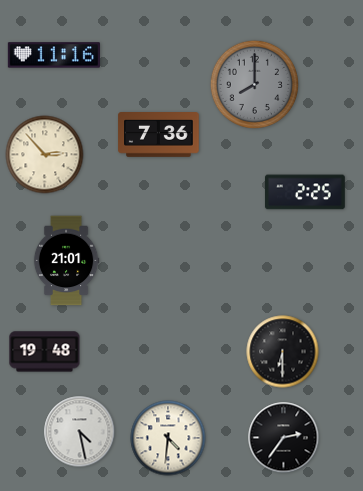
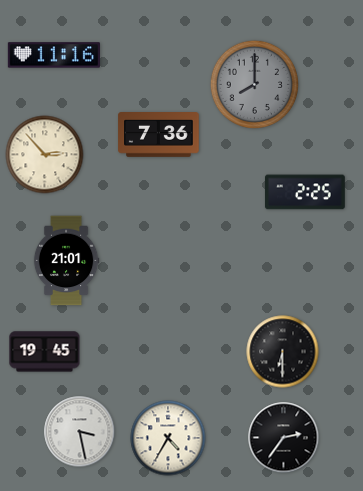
clock at (45, 352): 19:48 -> 19:45
clock at (80, 432): 4:28 -> 3:28
clock at (168, 438): 4:31 -> 4:35
